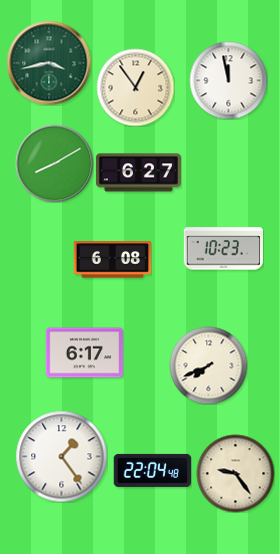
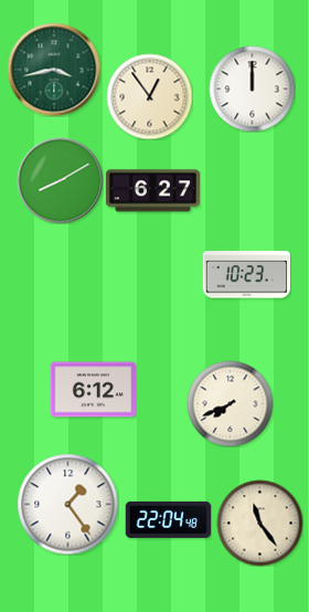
clock at (228, 80): 11:58 -> 12:00
clock at (112, 260): 6:08 -> none
clock at (84, 353): 6:17 -> 6:12
clock at (235, 473): 9:24 -> 11:24
